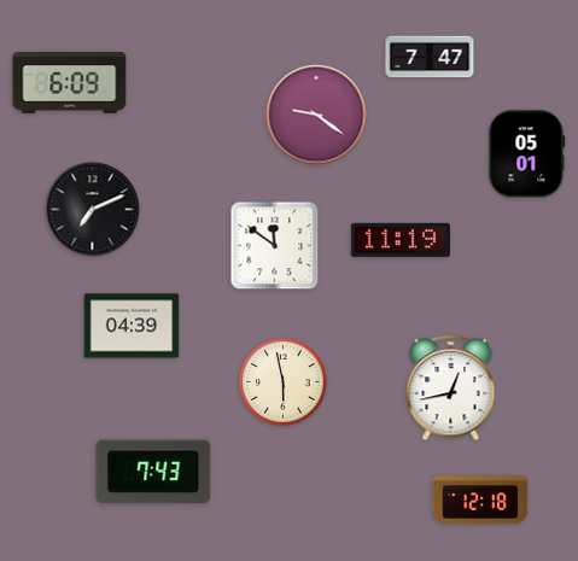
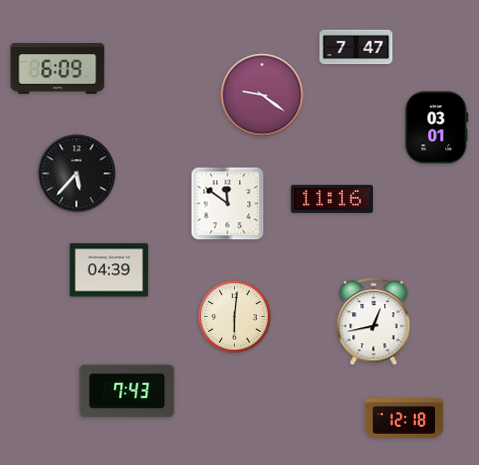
clock at (527, 154): 05:01 -> 03:01
clock at (93, 210): 7:11 -> 5:37
clock at (401, 240): 11:19 -> 11:16
clock at (284, 382): 5:58 -> 6:01
clock at (480, 499) position: (480, 499) -> (404, 418)
